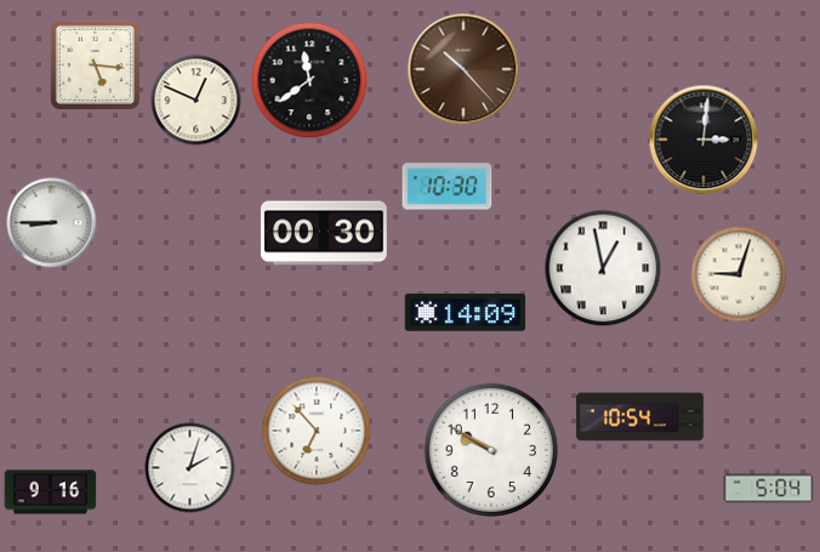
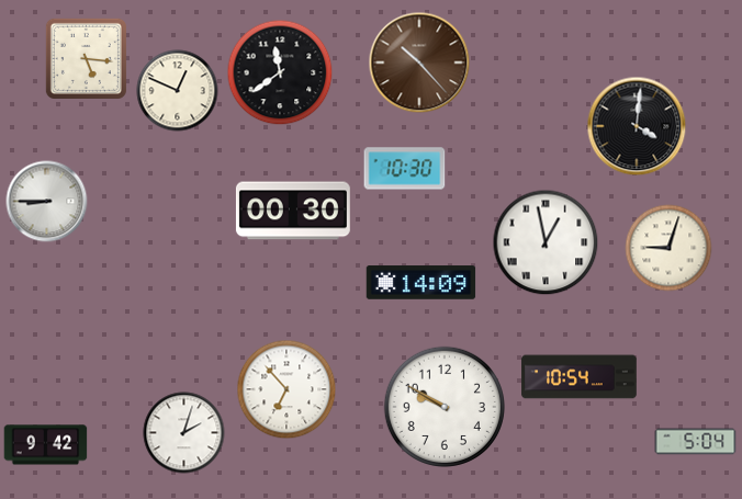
clock at (704, 140): 3:01 -> 4:01
clock at (190, 468) position: (190, 468) -> (184, 433)
clock at (51, 493): 9:16 -> 9:42
